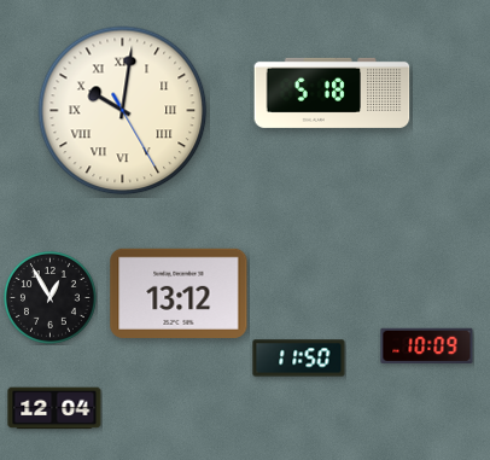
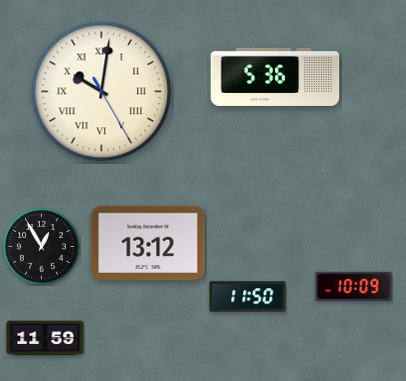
clock at (332, 93): 5:18 -> 5:36
clock at (54, 408): 12:04 -> 11:59
